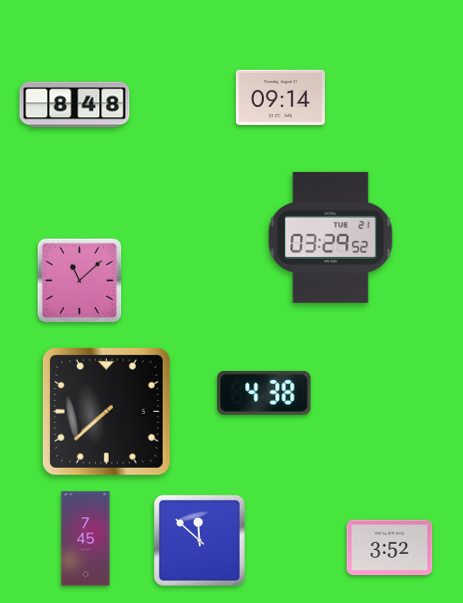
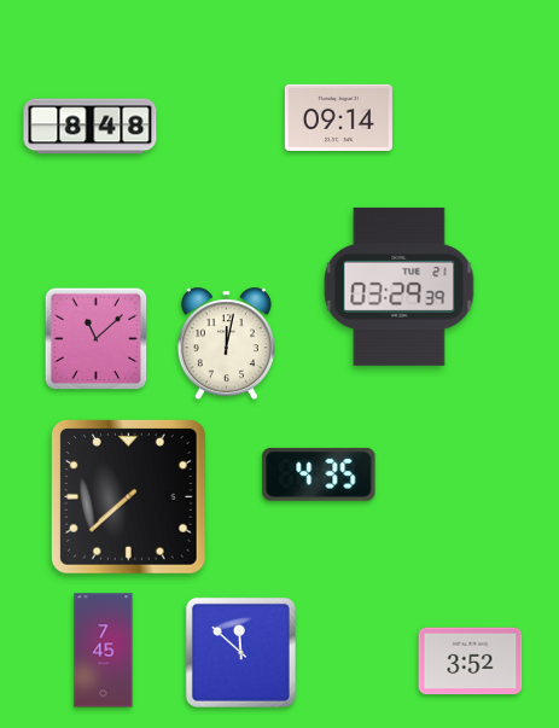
clock at (331, 237): 03:29:52 -> 03:29:39
clock at (226, 344): none -> 12:02
clock at (264, 393): 4:38 -> 4:35
